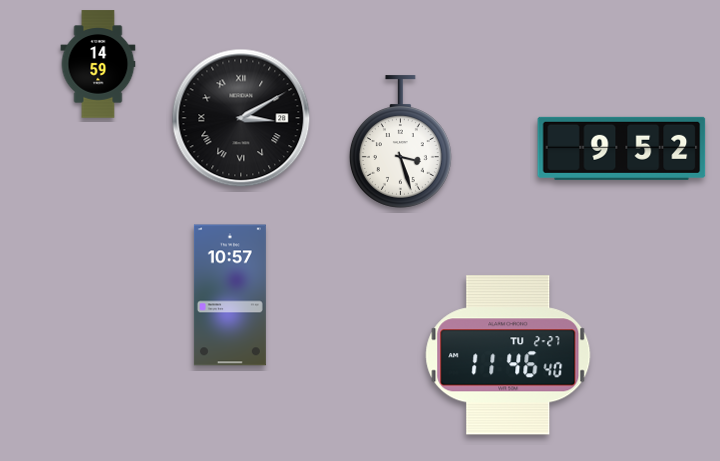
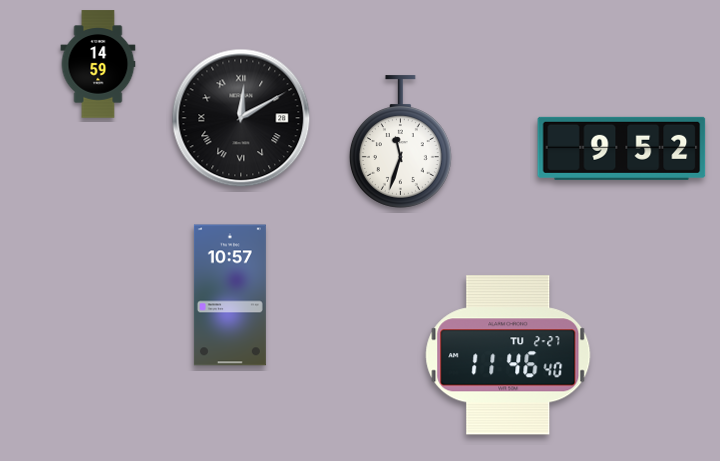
clock at (241, 118): 3:10 -> 12:10
clock at (400, 142): 3:27 -> 11:33
